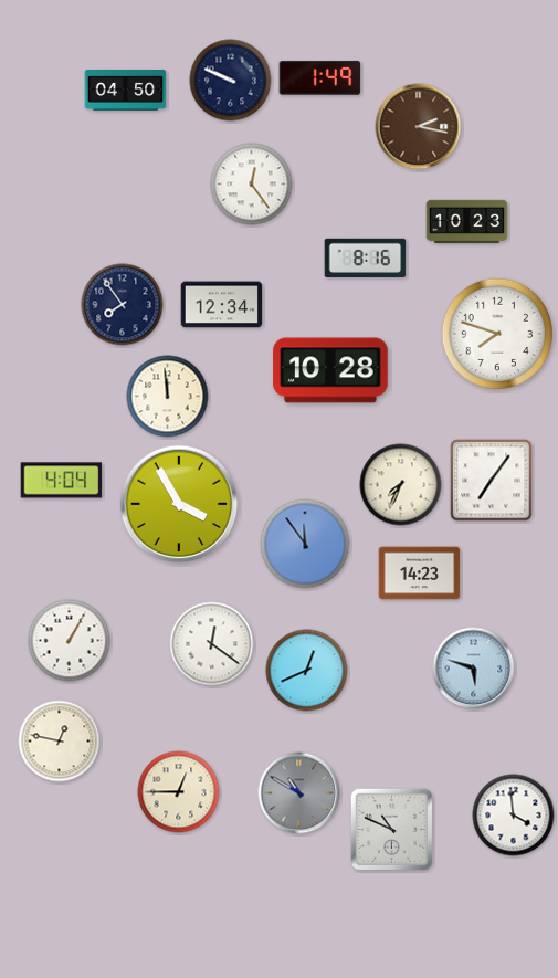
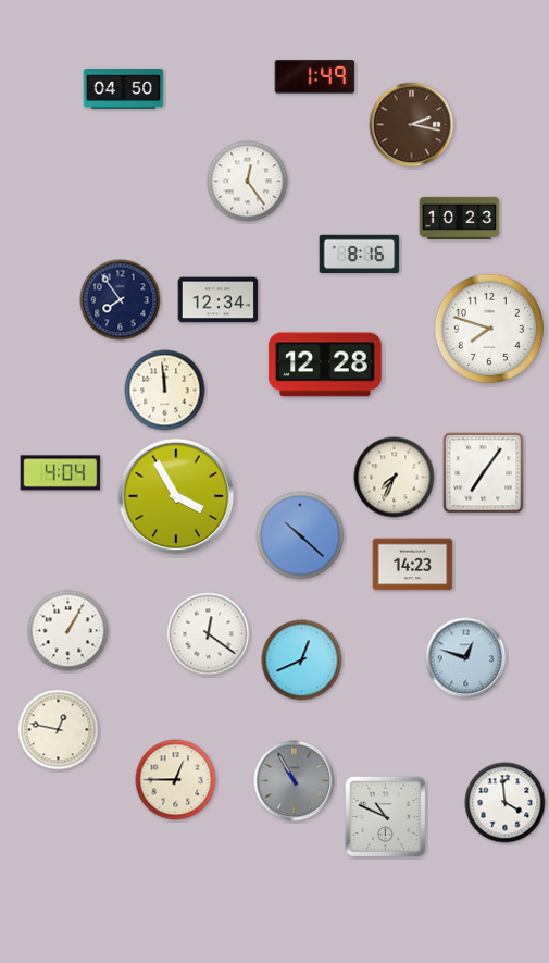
clock at (231, 81): 9:49 -> none
clock at (330, 370): 10:28 -> 12:28
clock at (305, 544): 11:54 -> 10:22
clock at (474, 669): 5:48 -> 12:48
clock at (299, 793): 10:50 -> 10:55
